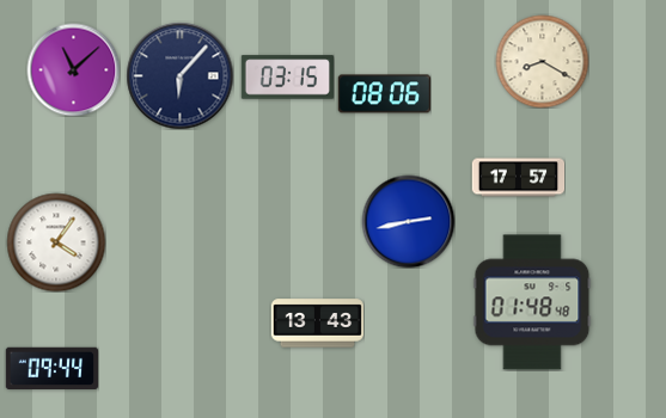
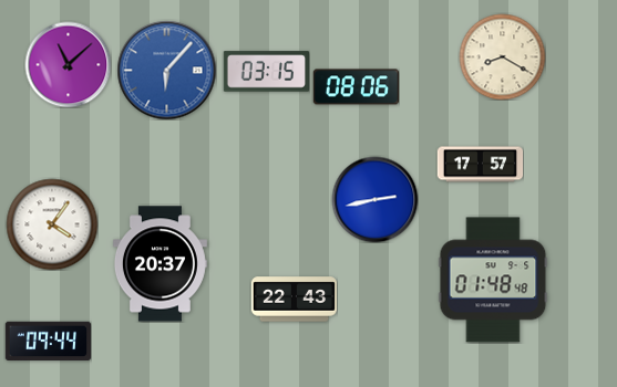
clock at (179, 75) dial: navy -> blue
clock at (408, 221) position: (408, 221) -> (374, 199)
clock at (160, 264): none -> 20:37
clock at (317, 324): 13:43 -> 22:43
